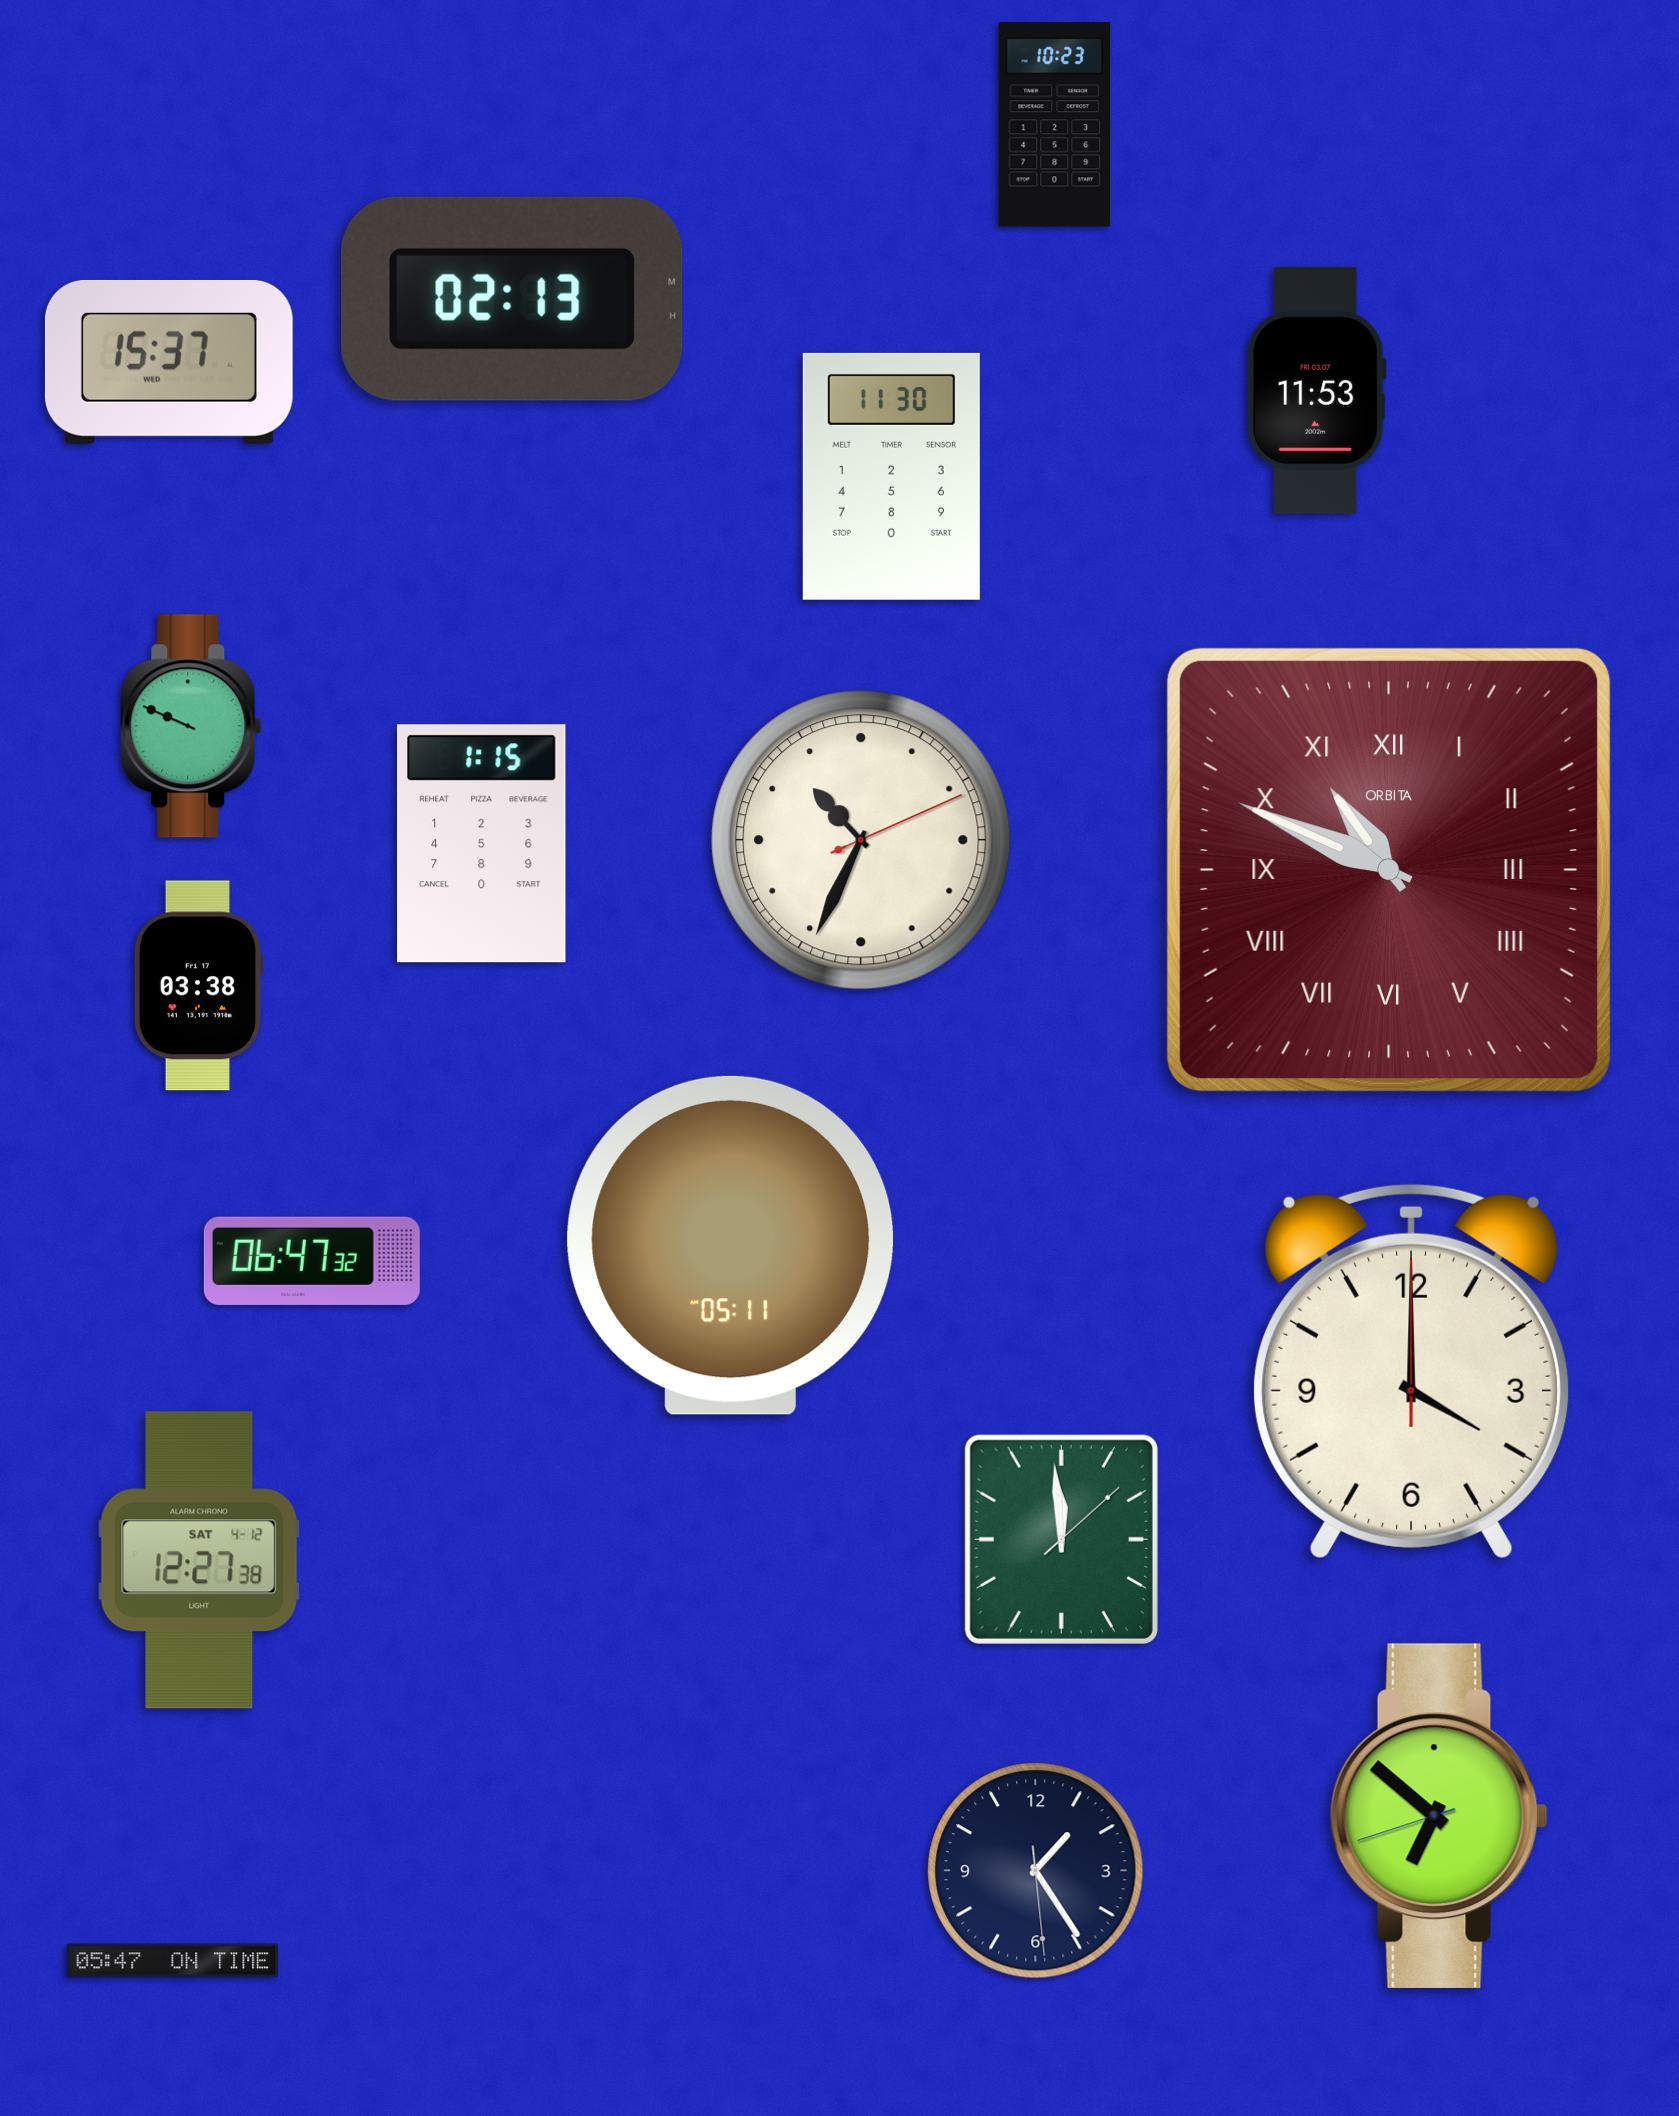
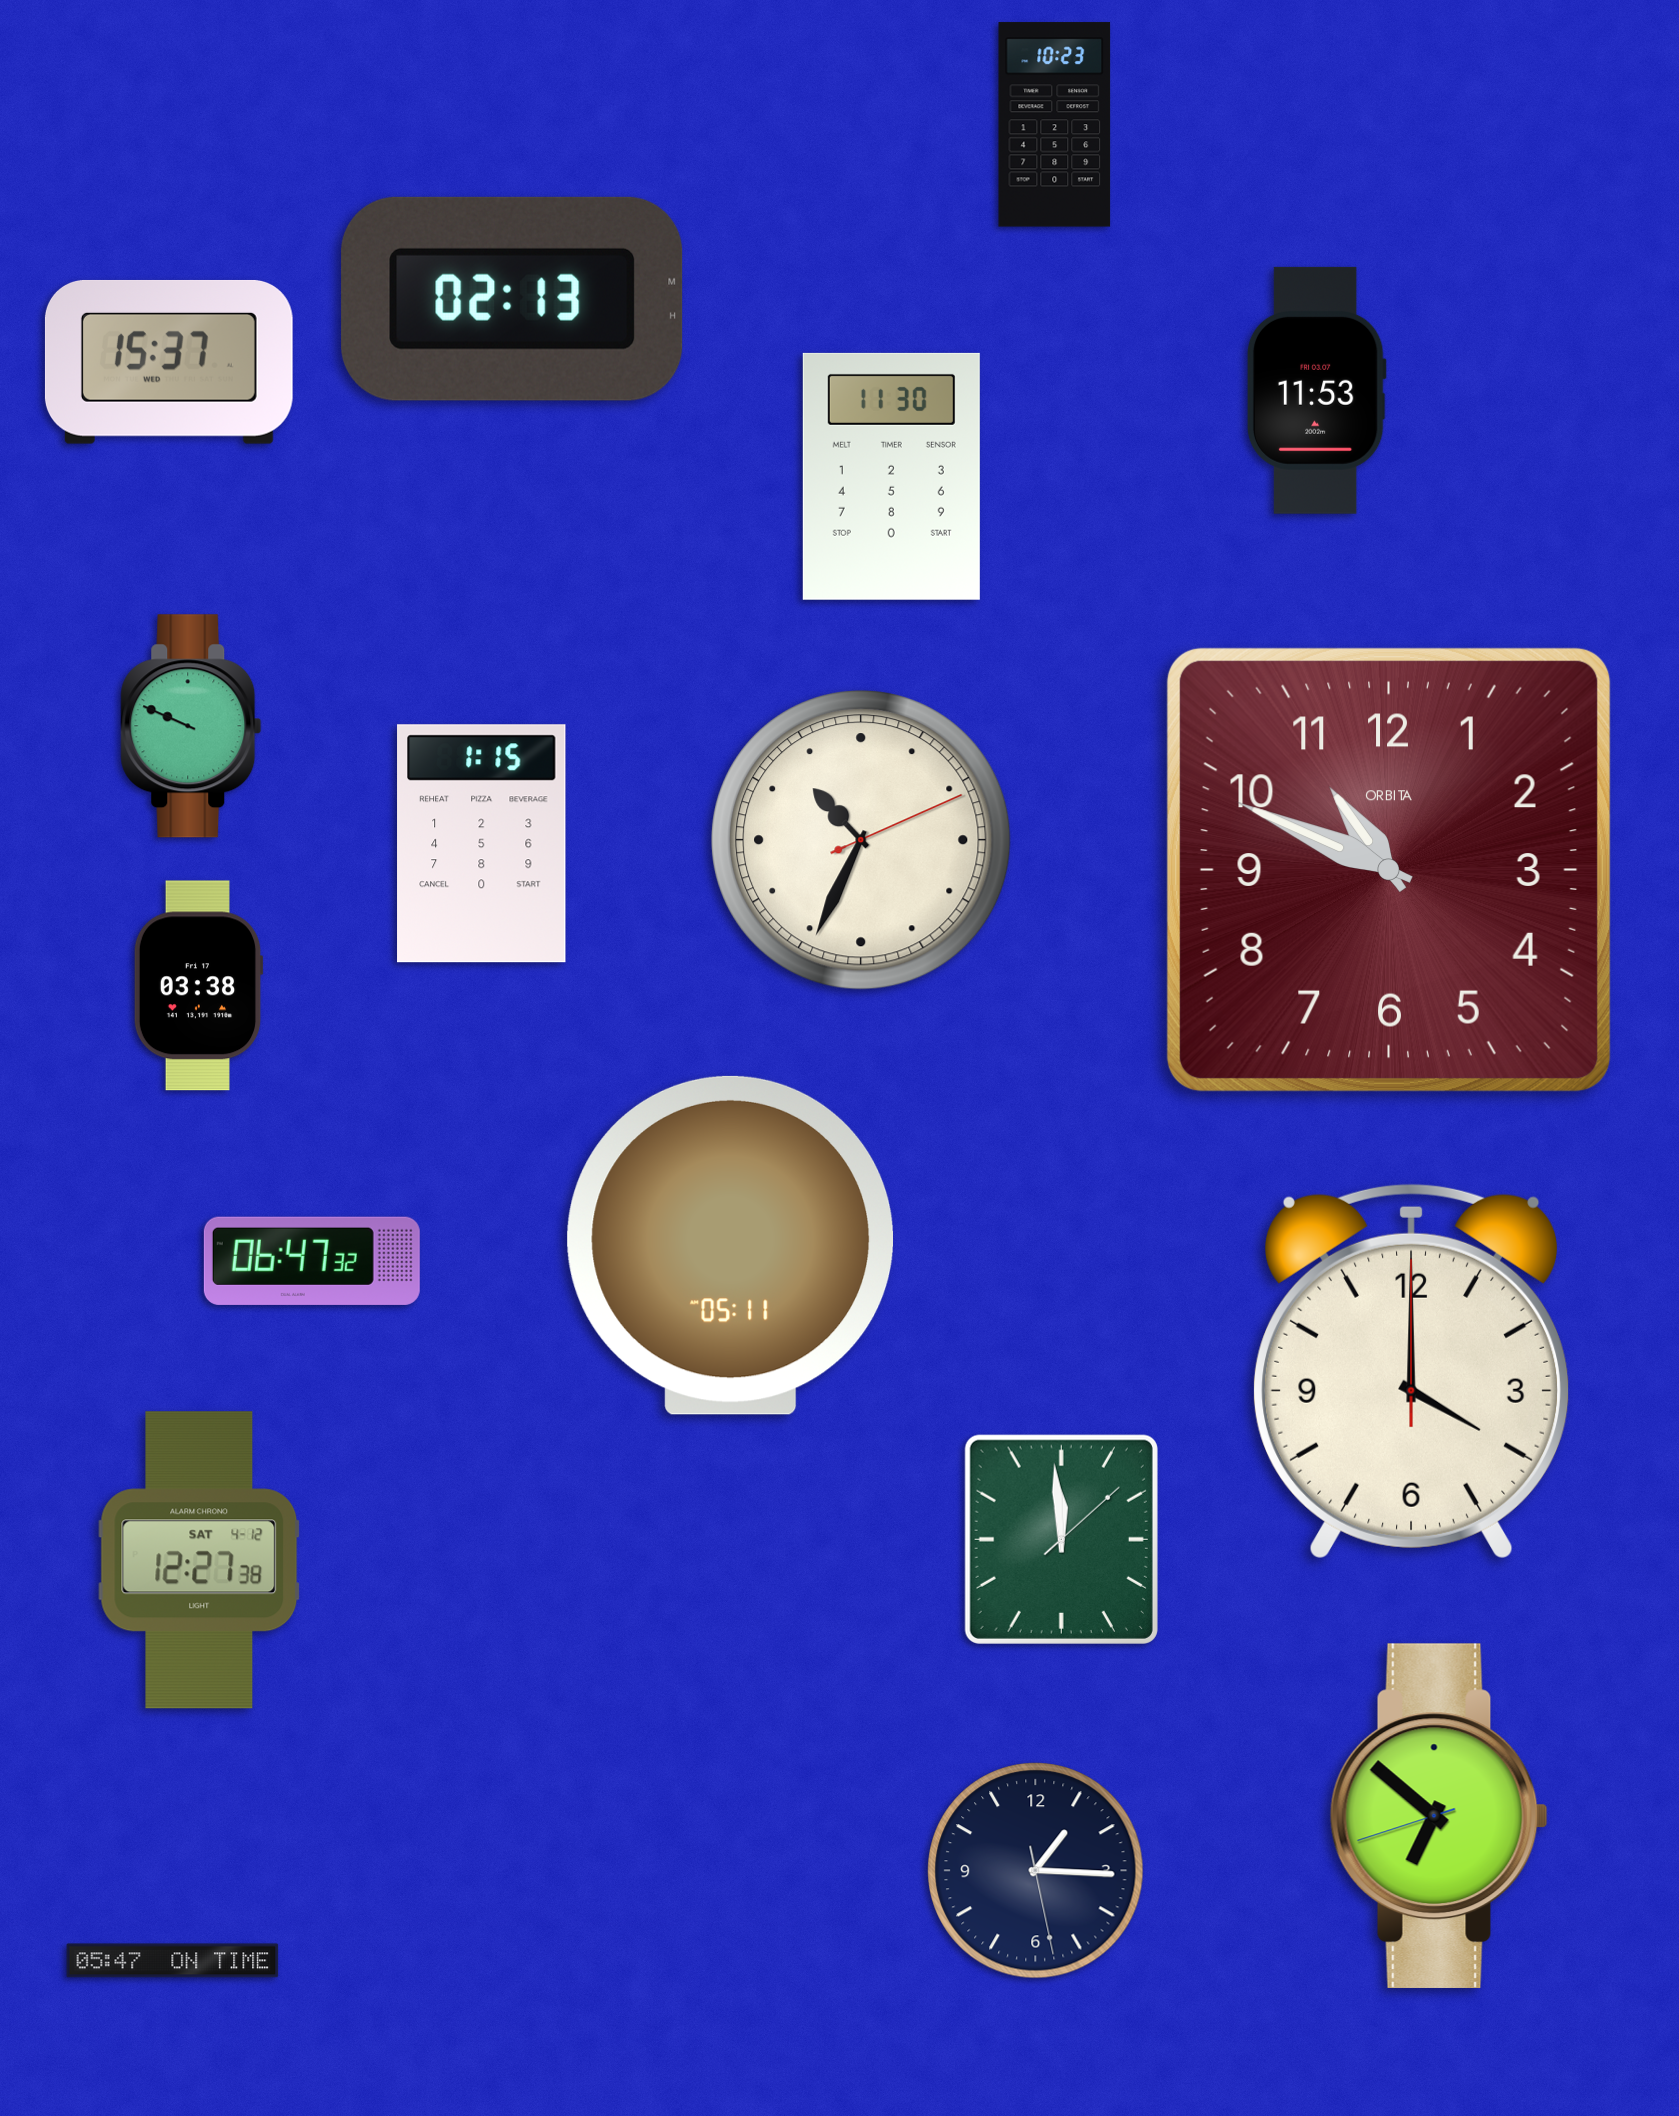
clock at (1389, 870) numerals: Roman -> Arabic
clock at (1036, 1871): 1:24 -> 1:15
